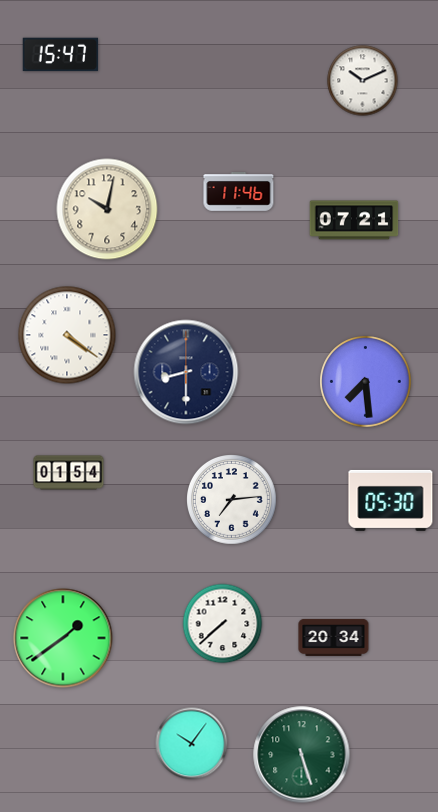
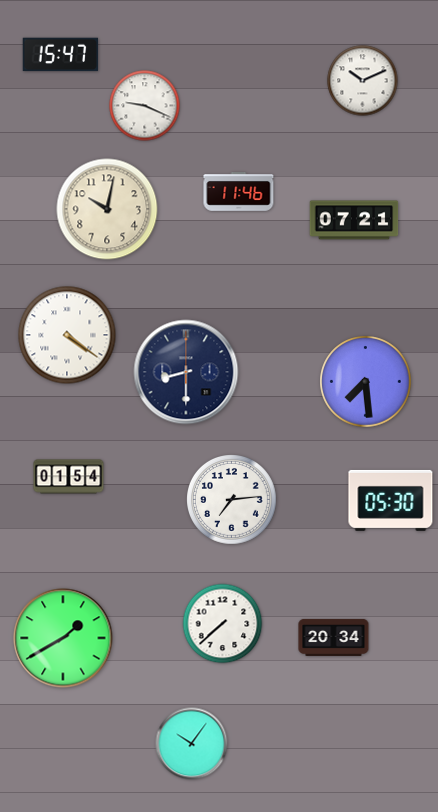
clock at (145, 106): none -> 9:19
clock at (69, 473) position: (69, 473) -> (69, 477)
clock at (63, 638): 1:39 -> 1:40
clock at (302, 755): 5:27 -> none
